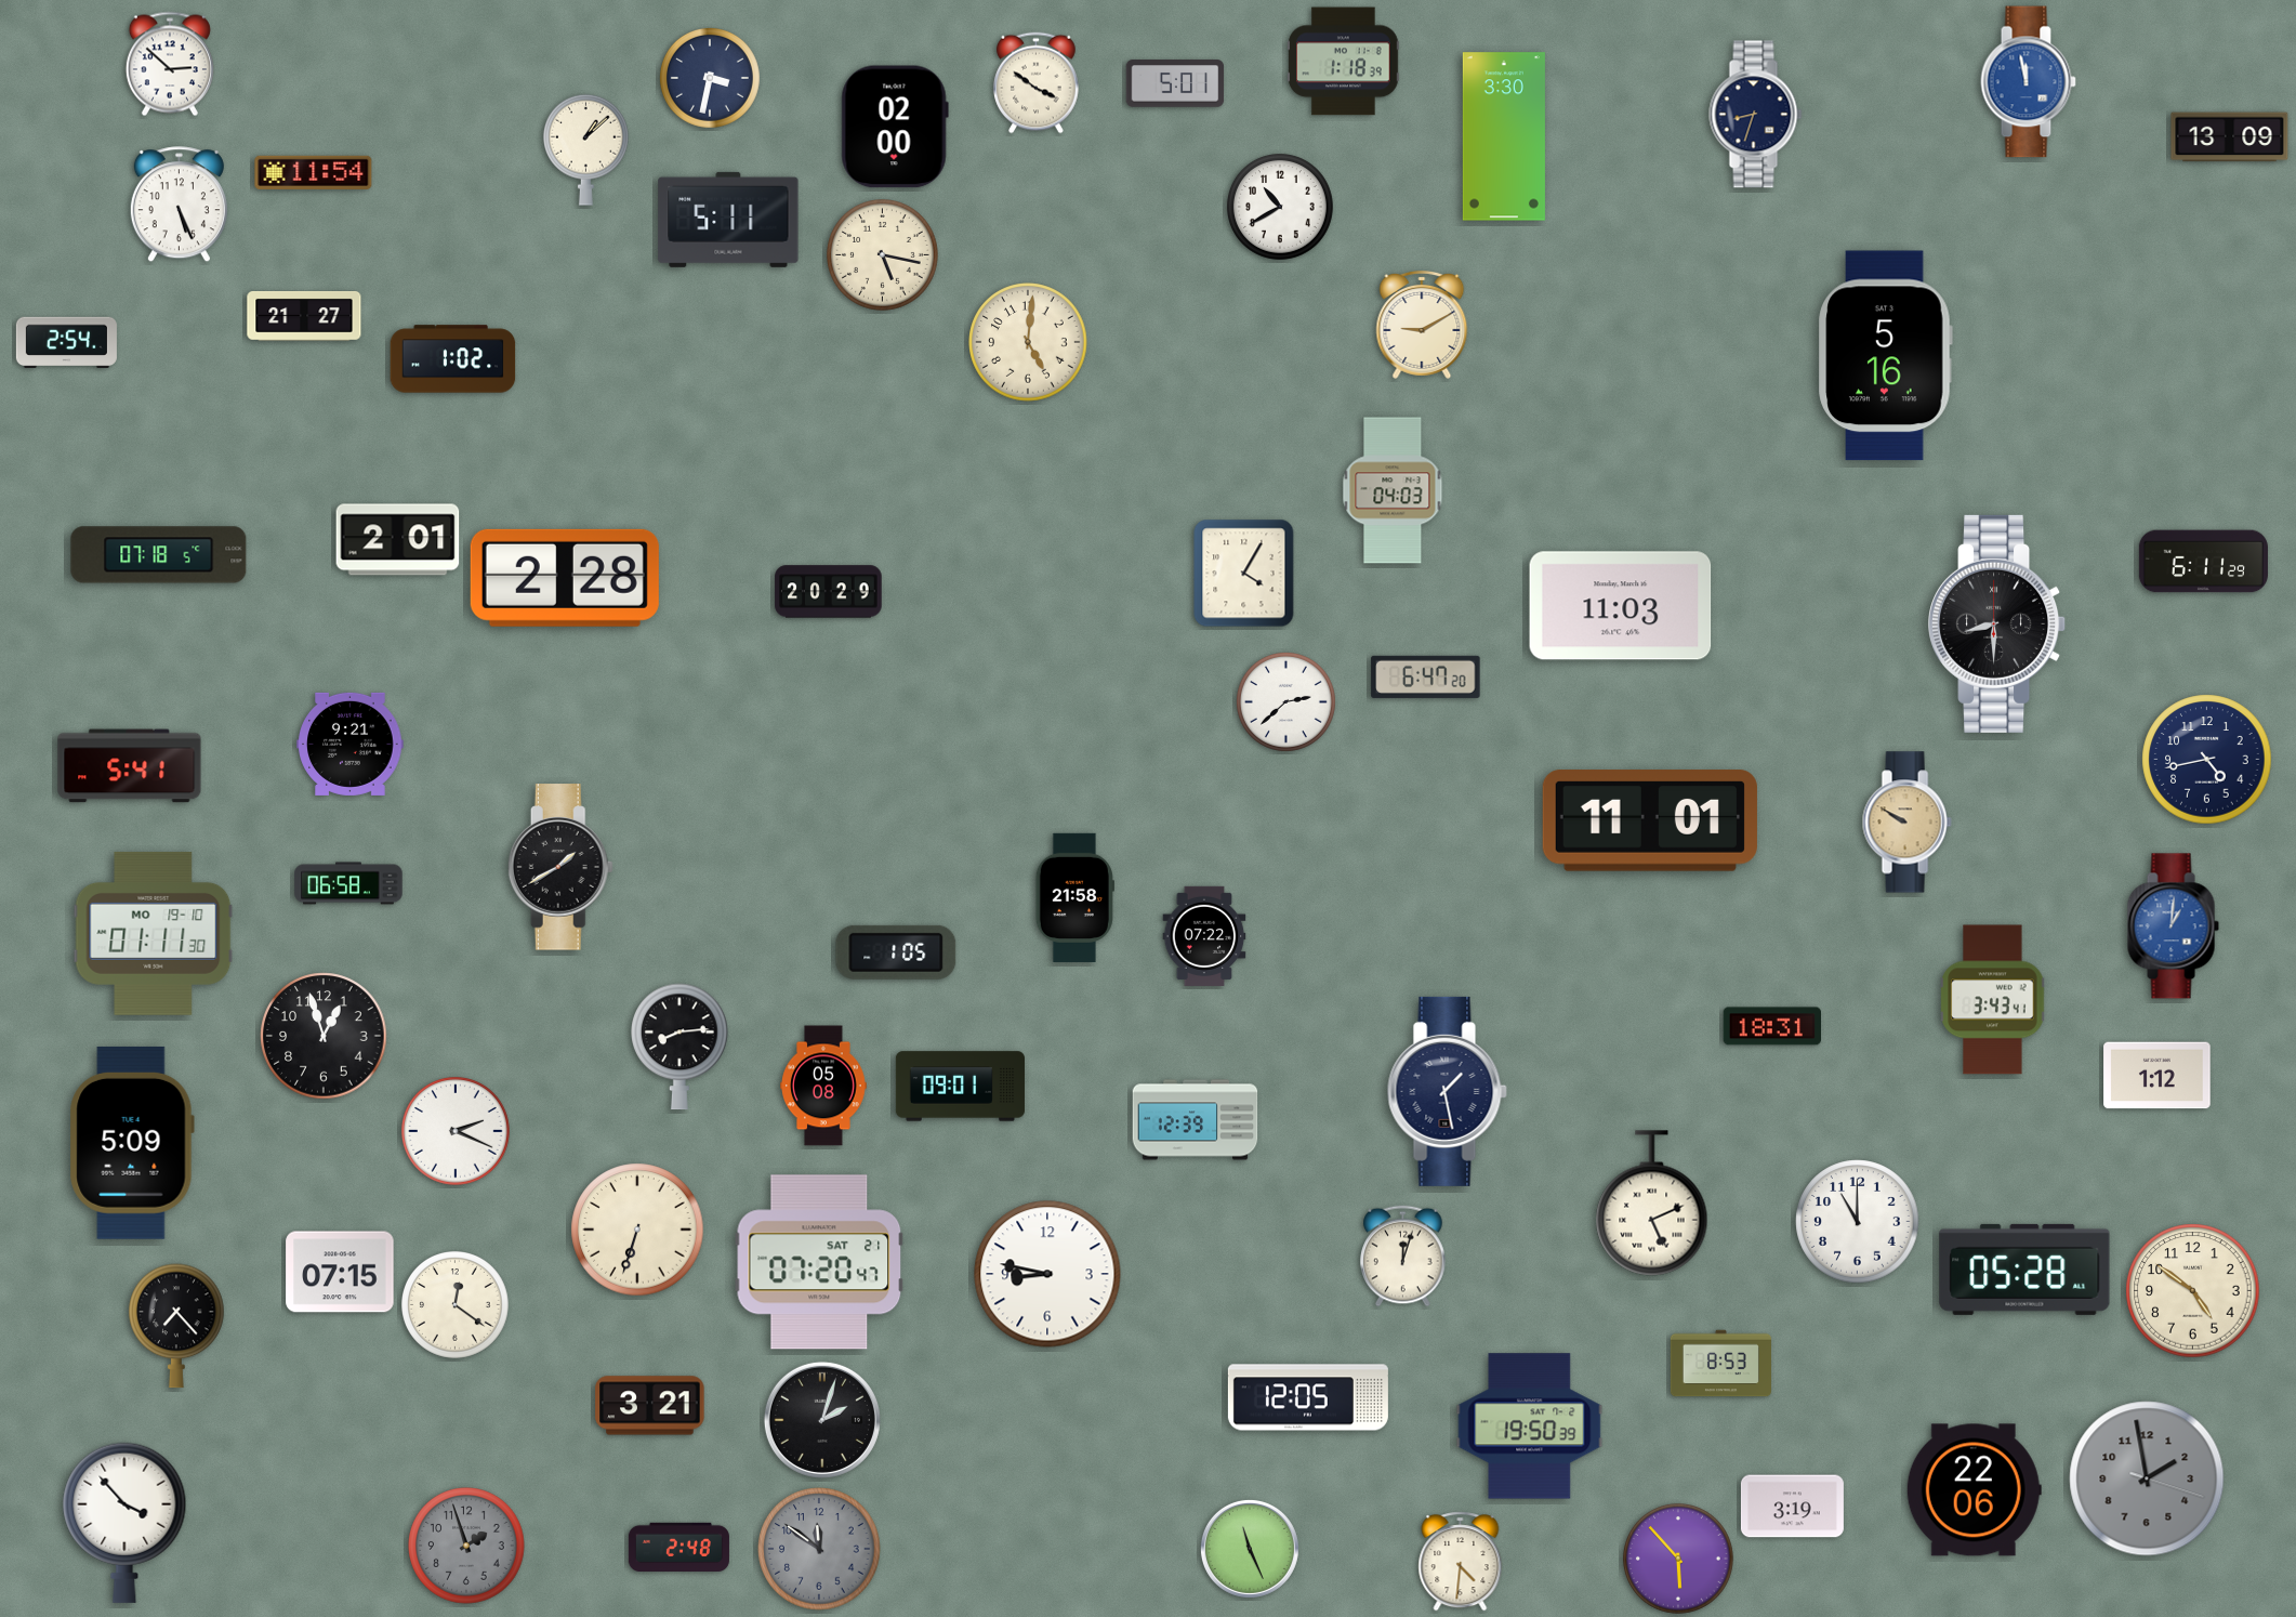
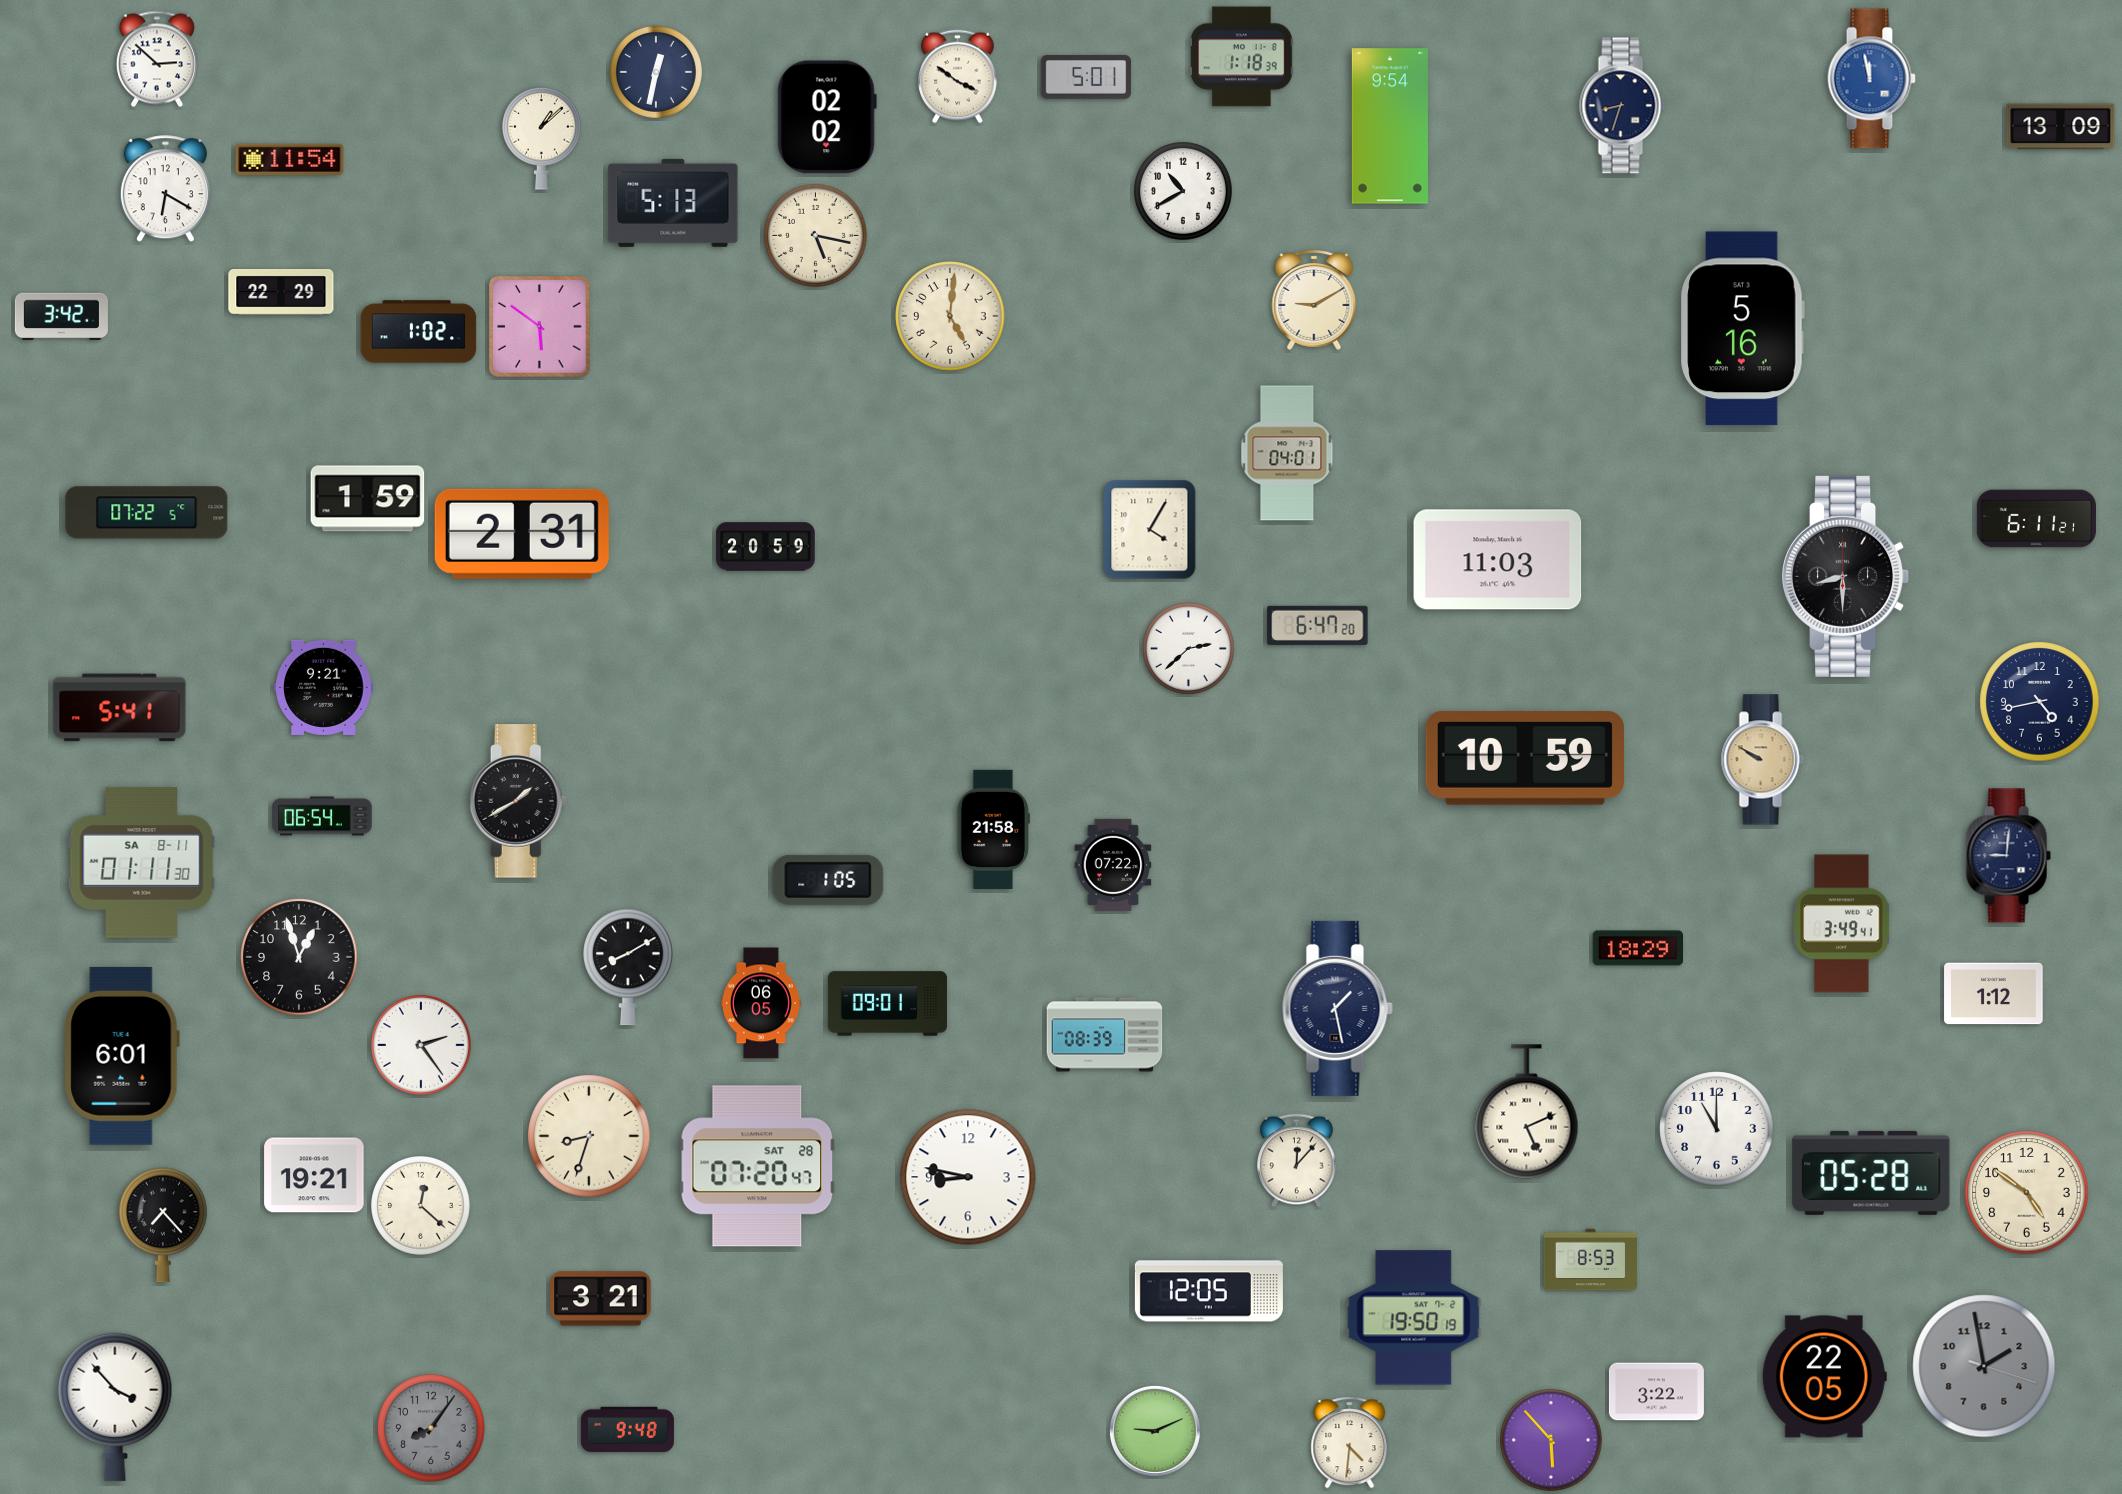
clock at (710, 78): 3:32 -> 12:32
clock at (2028, 82) position: (2028, 82) -> (1871, 79)
clock at (895, 127): 02:00 -> 02:02
clock at (1504, 136): 3:30 -> 9:54
clock at (179, 205): 5:26 -> 6:20
clock at (728, 220): 5:11 -> 5:13
clock at (304, 317): 21:27 -> 22:29
clock at (66, 343): 2:54 -> 3:42
clock at (539, 326): none -> 5:51
clock at (1393, 490): 04:03 -> 04:01
clock at (398, 540): 2:01 -> 1:59
clock at (159, 555): 07:18 -> 07:22
clock at (2203, 562): 6:11:29 -> 6:11:21
clock at (565, 578): 2:28 -> 2:31
clock at (829, 592): 20:29 -> 20:59
clock at (1650, 820): 11:01 -> 10:59
clock at (348, 883): 06:58 -> 06:54
clock at (2173, 926): 1:01 -> 9:01
clock at (2173, 926) dial: blue -> navy
clock at (154, 933) date: MO 19-10 -> SA 8-11
clock at (1993, 1000): 3:43 -> 3:49
clock at (1772, 1026): 18:31 -> 18:29
clock at (679, 1047): 8:14 -> 8:10
clock at (824, 1086): 05:08 -> 06:05
clock at (1196, 1120): 12:39 -> 08:39
clock at (457, 1132): 2:19 -> 2:24
clock at (132, 1143): 5:09 -> 6:01
clock at (637, 1230): 6:33 -> 8:33
clock at (1403, 1257): 12:03 -> 12:07
clock at (819, 1262) date: SAT 21 -> SAT 28
clock at (340, 1272): 07:15 -> 19:21
clock at (456, 1305): 12:21 -> 12:22
clock at (822, 1420): 2:03 -> none
clock at (1530, 1427): 19:50:39 -> 19:50:19
clock at (1974, 1490): 22:06 -> 22:05
clock at (1792, 1507): 3:19 -> 3:22
clock at (466, 1546): 1:57 -> 8:06
clock at (678, 1548): 2:48 -> 9:48
clock at (819, 1549): 11:51 -> none
clock at (1250, 1549): 11:26 -> 9:11
